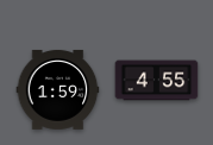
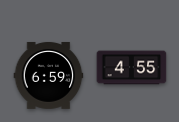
clock at (58, 89): 1:59 -> 6:59
